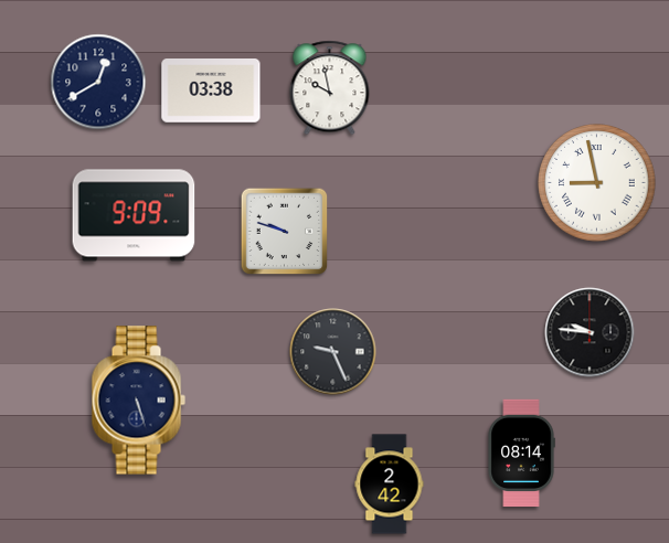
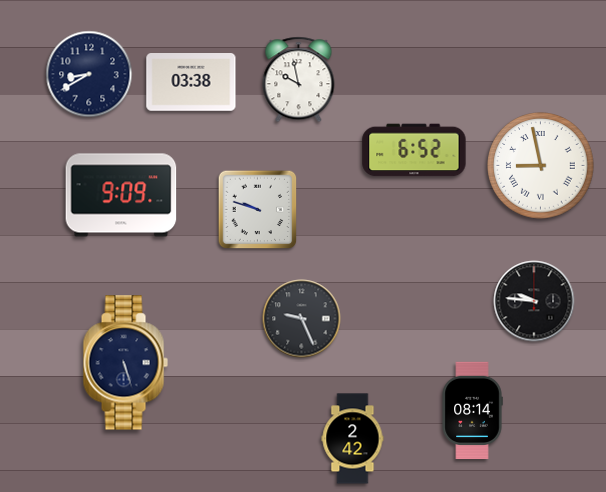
clock at (98, 82): 12:40 -> 8:40
clock at (414, 150): none -> 6:52
